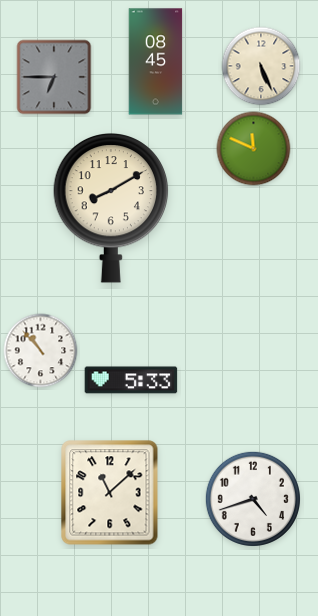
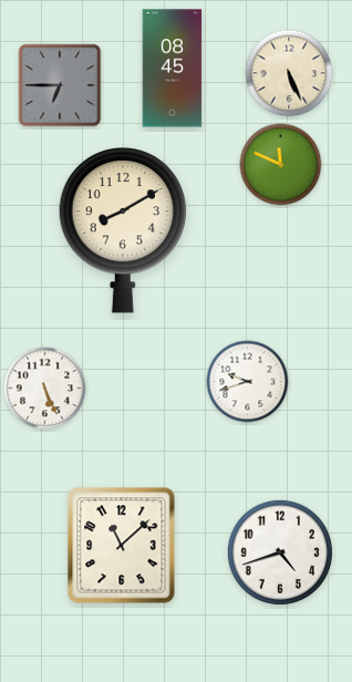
clock at (248, 382): none -> 9:42
clock at (41, 351): 10:53 -> 5:26
clock at (131, 380): 5:33 -> none
